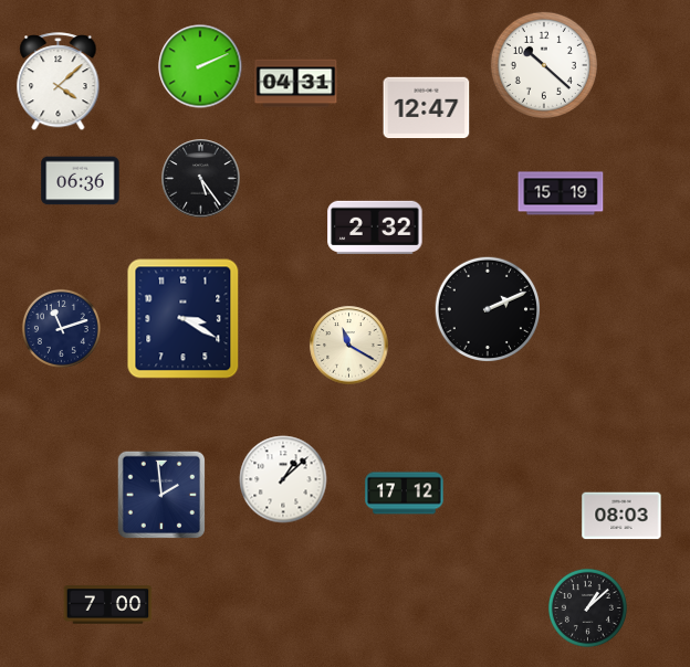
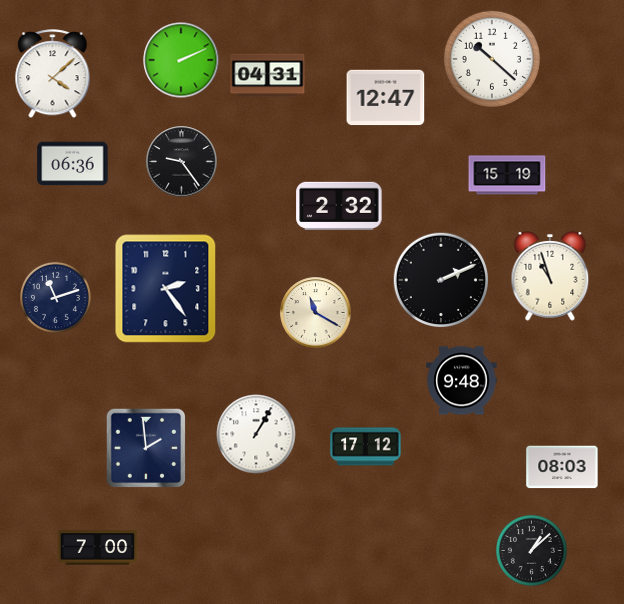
clock at (201, 179): 5:24 -> 9:24
clock at (550, 277): none -> 10:57
clock at (184, 319): 3:20 -> 2:24
clock at (462, 381): none -> 9:48
clock at (283, 479): 1:08 -> 1:05
